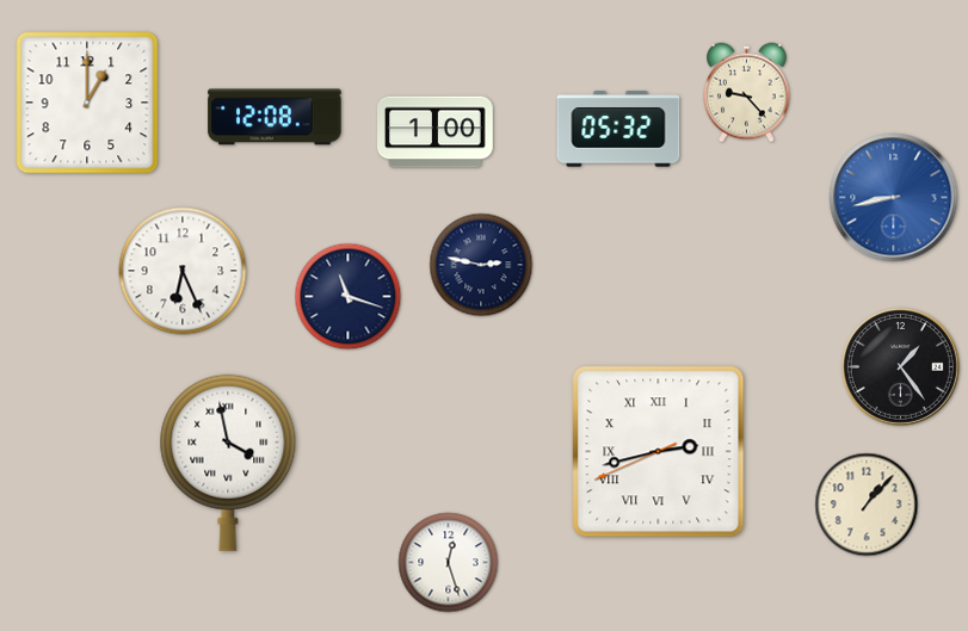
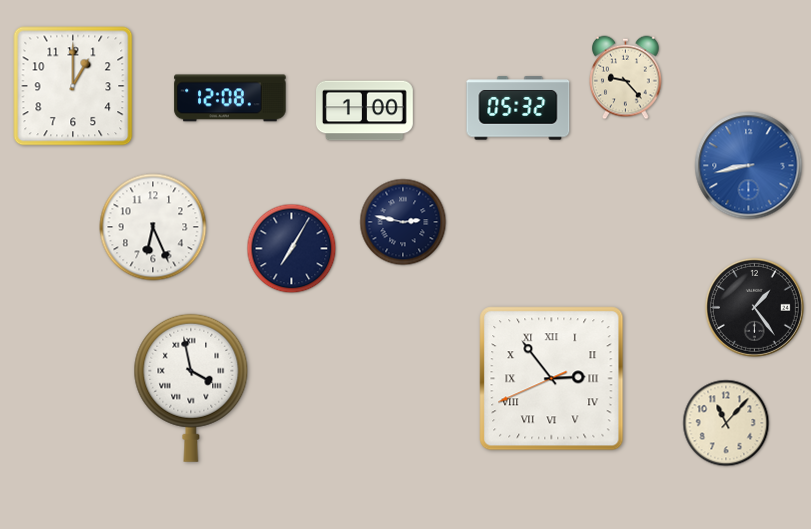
clock at (349, 297): 11:18 -> 7:05
clock at (659, 452): 2:42 -> 2:53
clock at (867, 505): 1:07 -> 11:07
clock at (449, 563): 12:27 -> none
